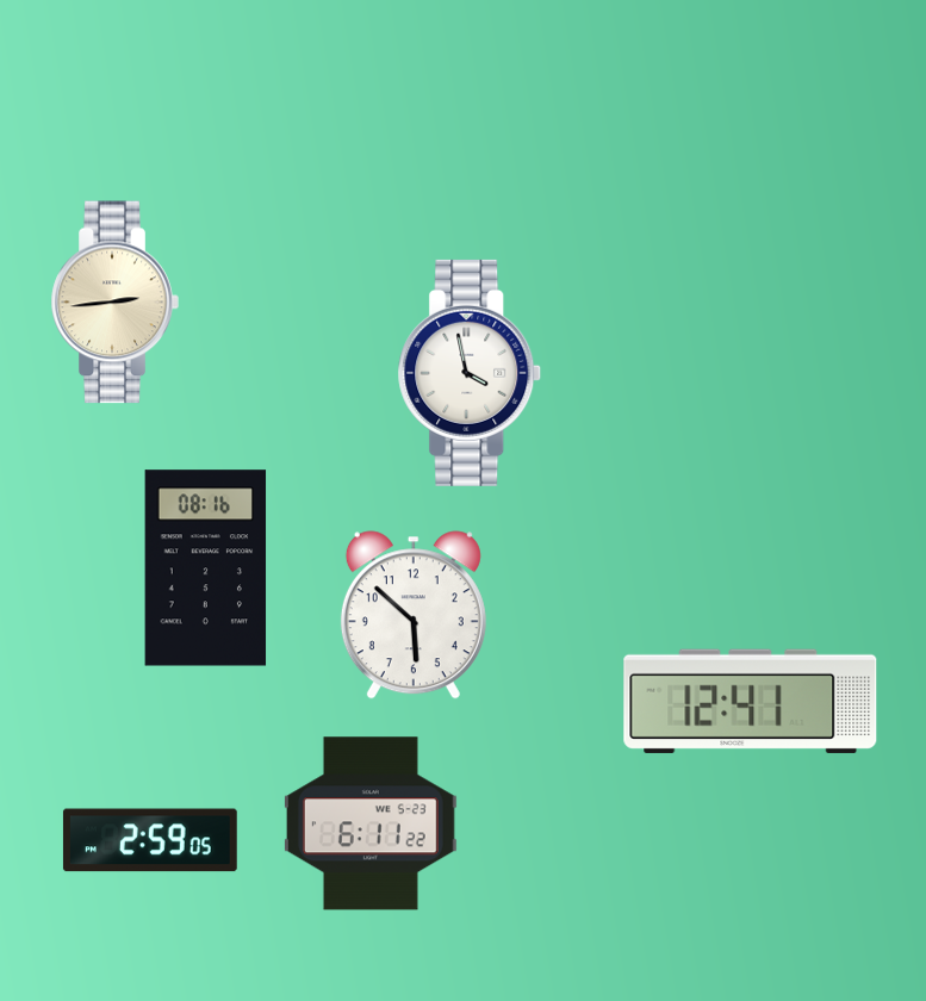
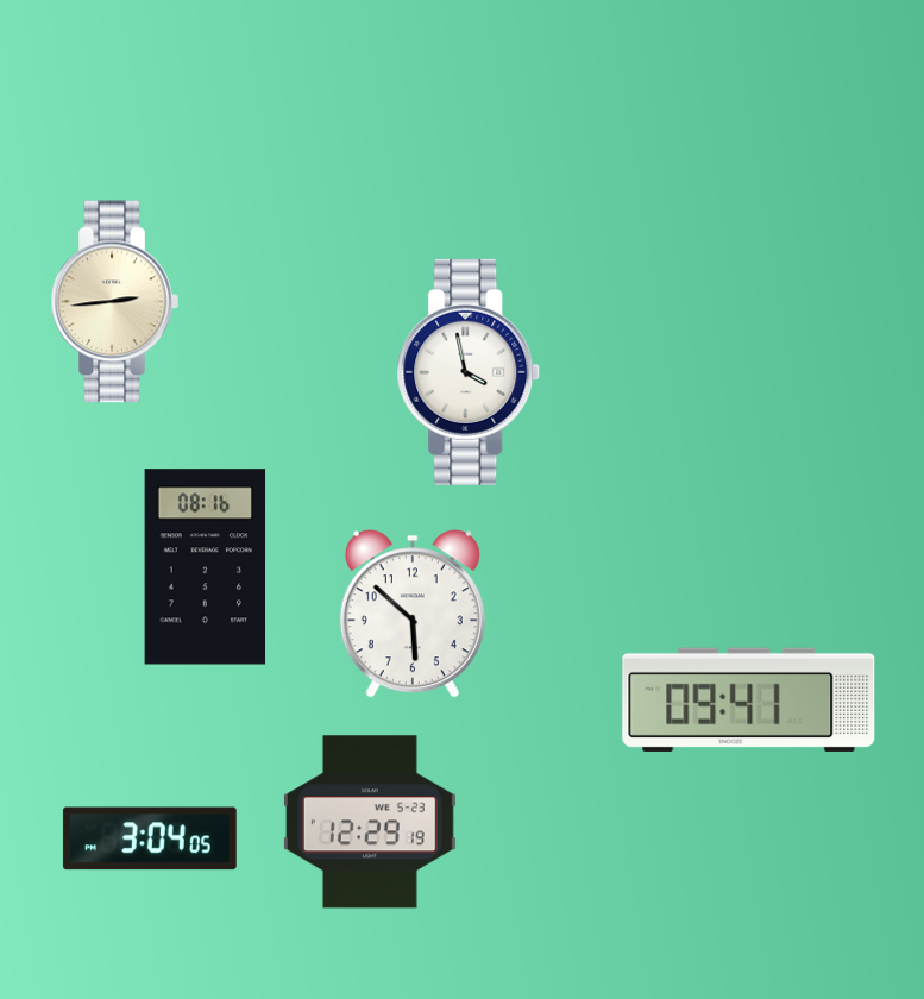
clock at (751, 701): 12:41 -> 09:41
clock at (371, 823): 6:11 -> 12:29
clock at (150, 840): 2:59 -> 3:04
